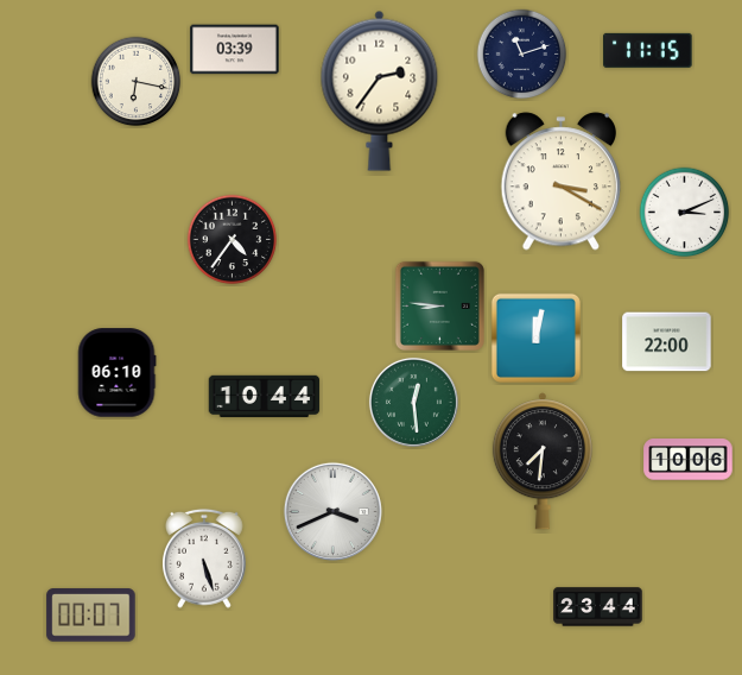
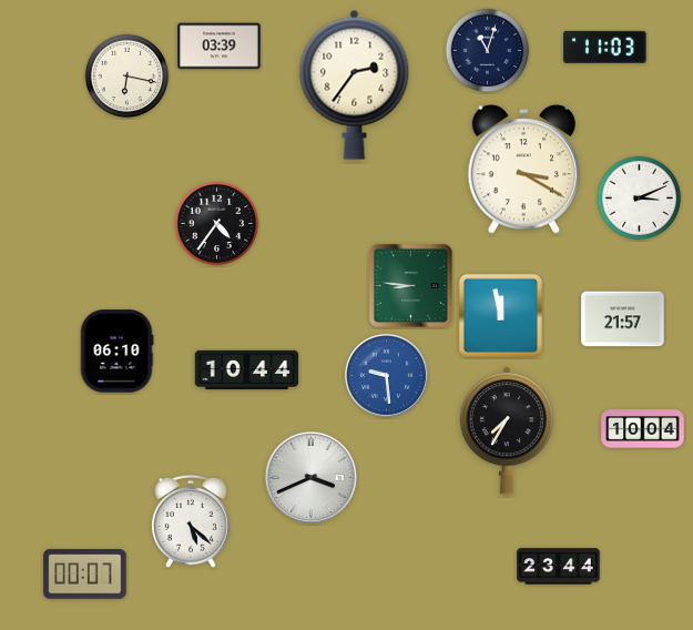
clock at (648, 50): 11:15 -> 11:03
clock at (522, 55): 11:12 -> 11:03
clock at (535, 337): 12:02 -> 11:58
clock at (667, 342): 22:00 -> 21:57
clock at (116, 373) position: (116, 373) -> (116, 352)
clock at (413, 402): 12:29 -> 9:29
clock at (413, 402) dial: green -> blue
clock at (689, 460): 10:06 -> 10:04
clock at (543, 461): 7:31 -> 7:35
clock at (204, 559): 5:27 -> 5:22
